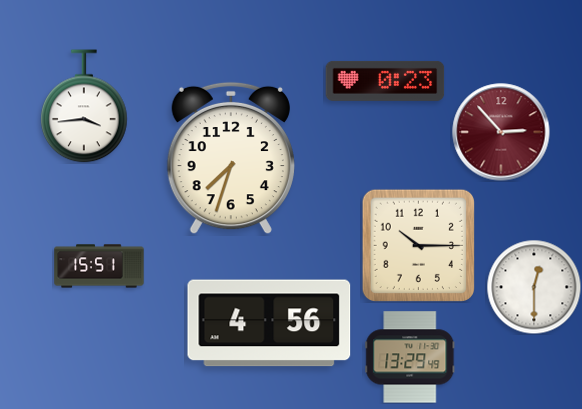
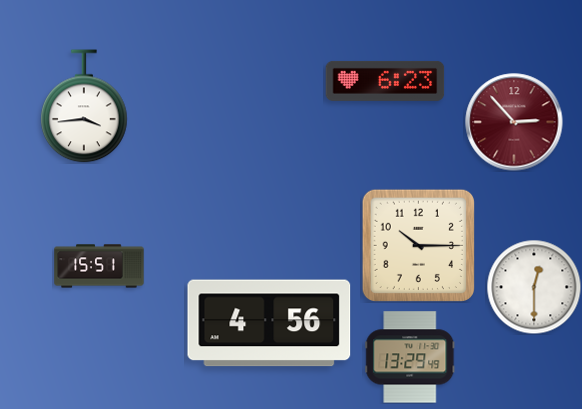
clock at (385, 81): 0:23 -> 6:23
clock at (501, 132) position: (501, 132) -> (514, 122)
clock at (231, 158): 7:33 -> none
